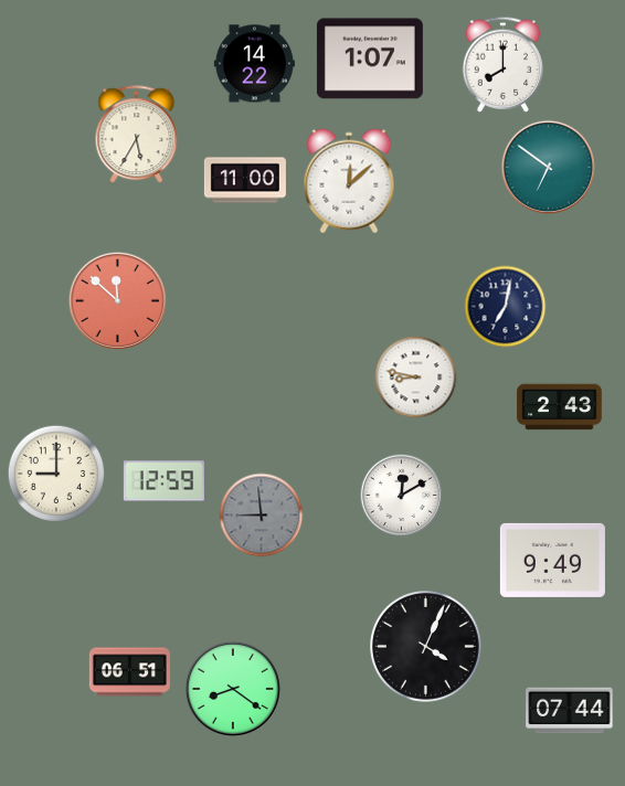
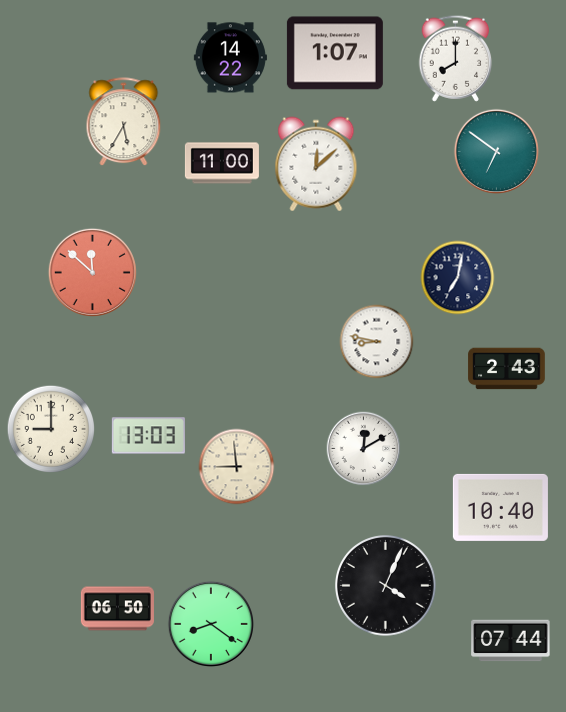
clock at (117, 300) position: (117, 300) -> (92, 272)
clock at (163, 481): 12:59 -> 13:03
clock at (262, 516) dial: grey -> cream
clock at (552, 560): 9:49 -> 10:40
clock at (129, 672): 06:51 -> 06:50
clock at (570, 711) position: (570, 711) -> (511, 641)
